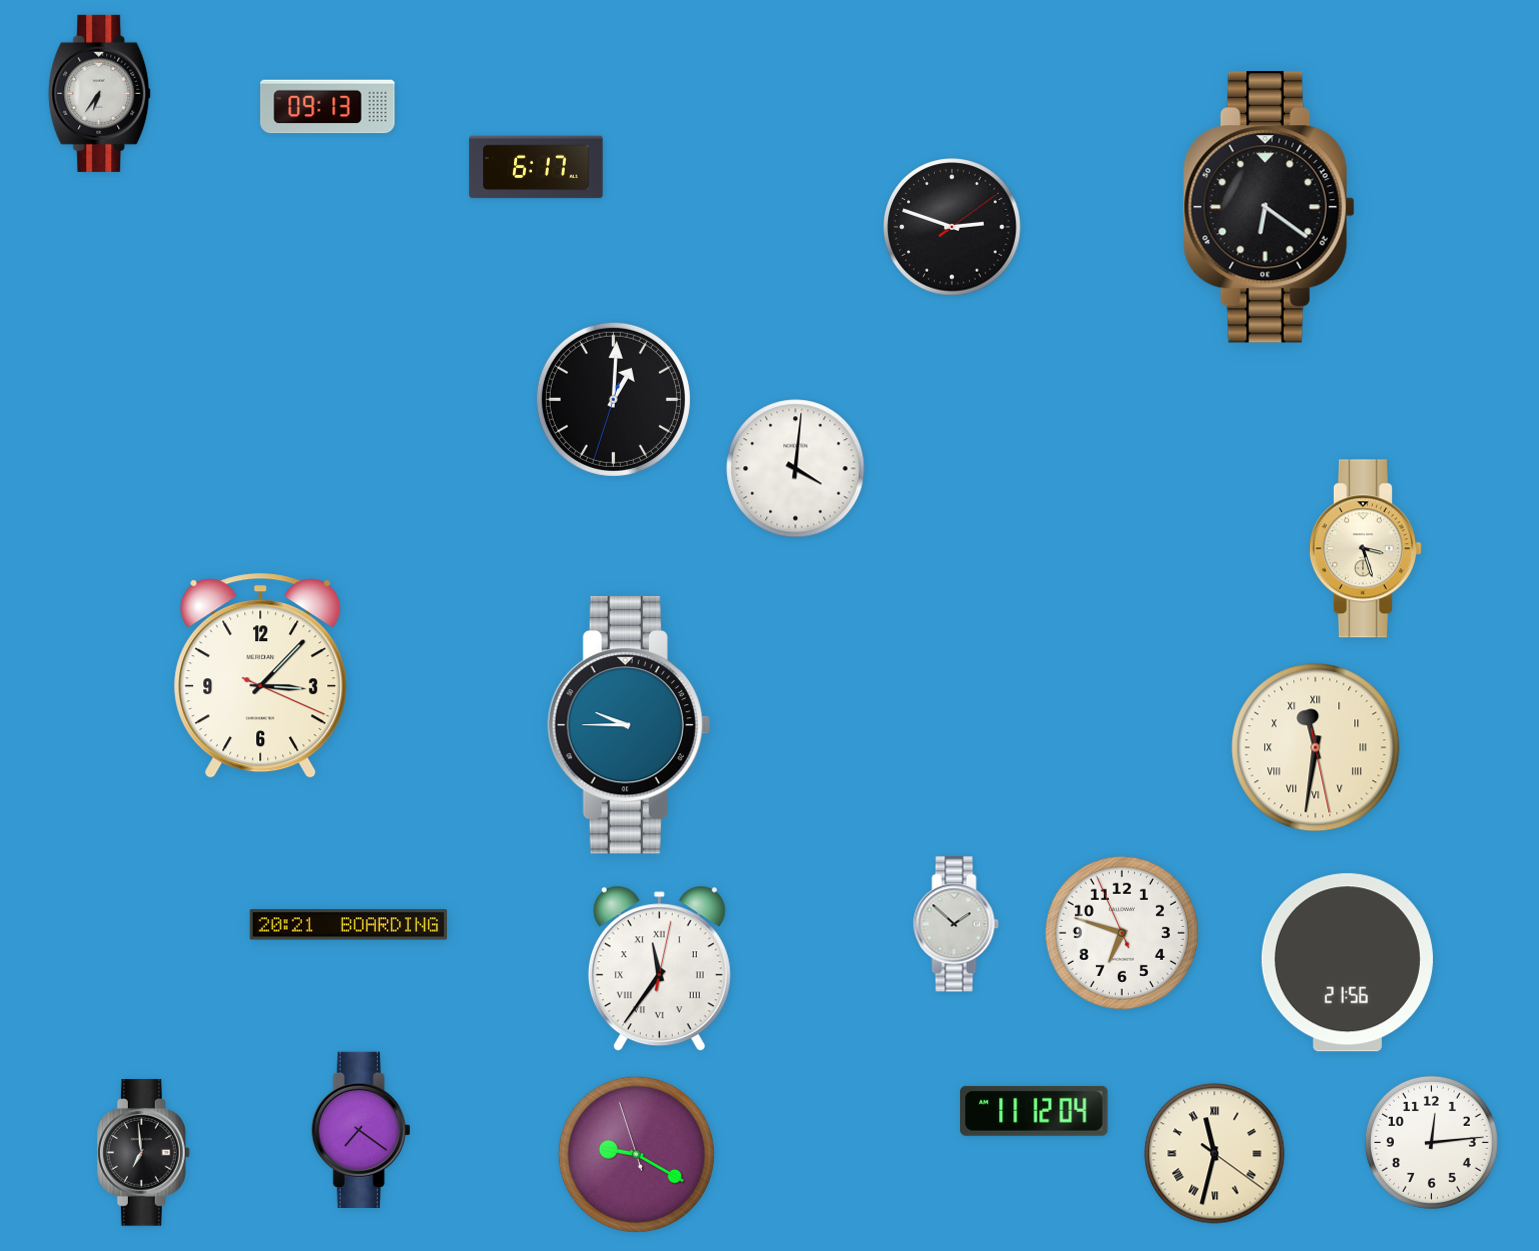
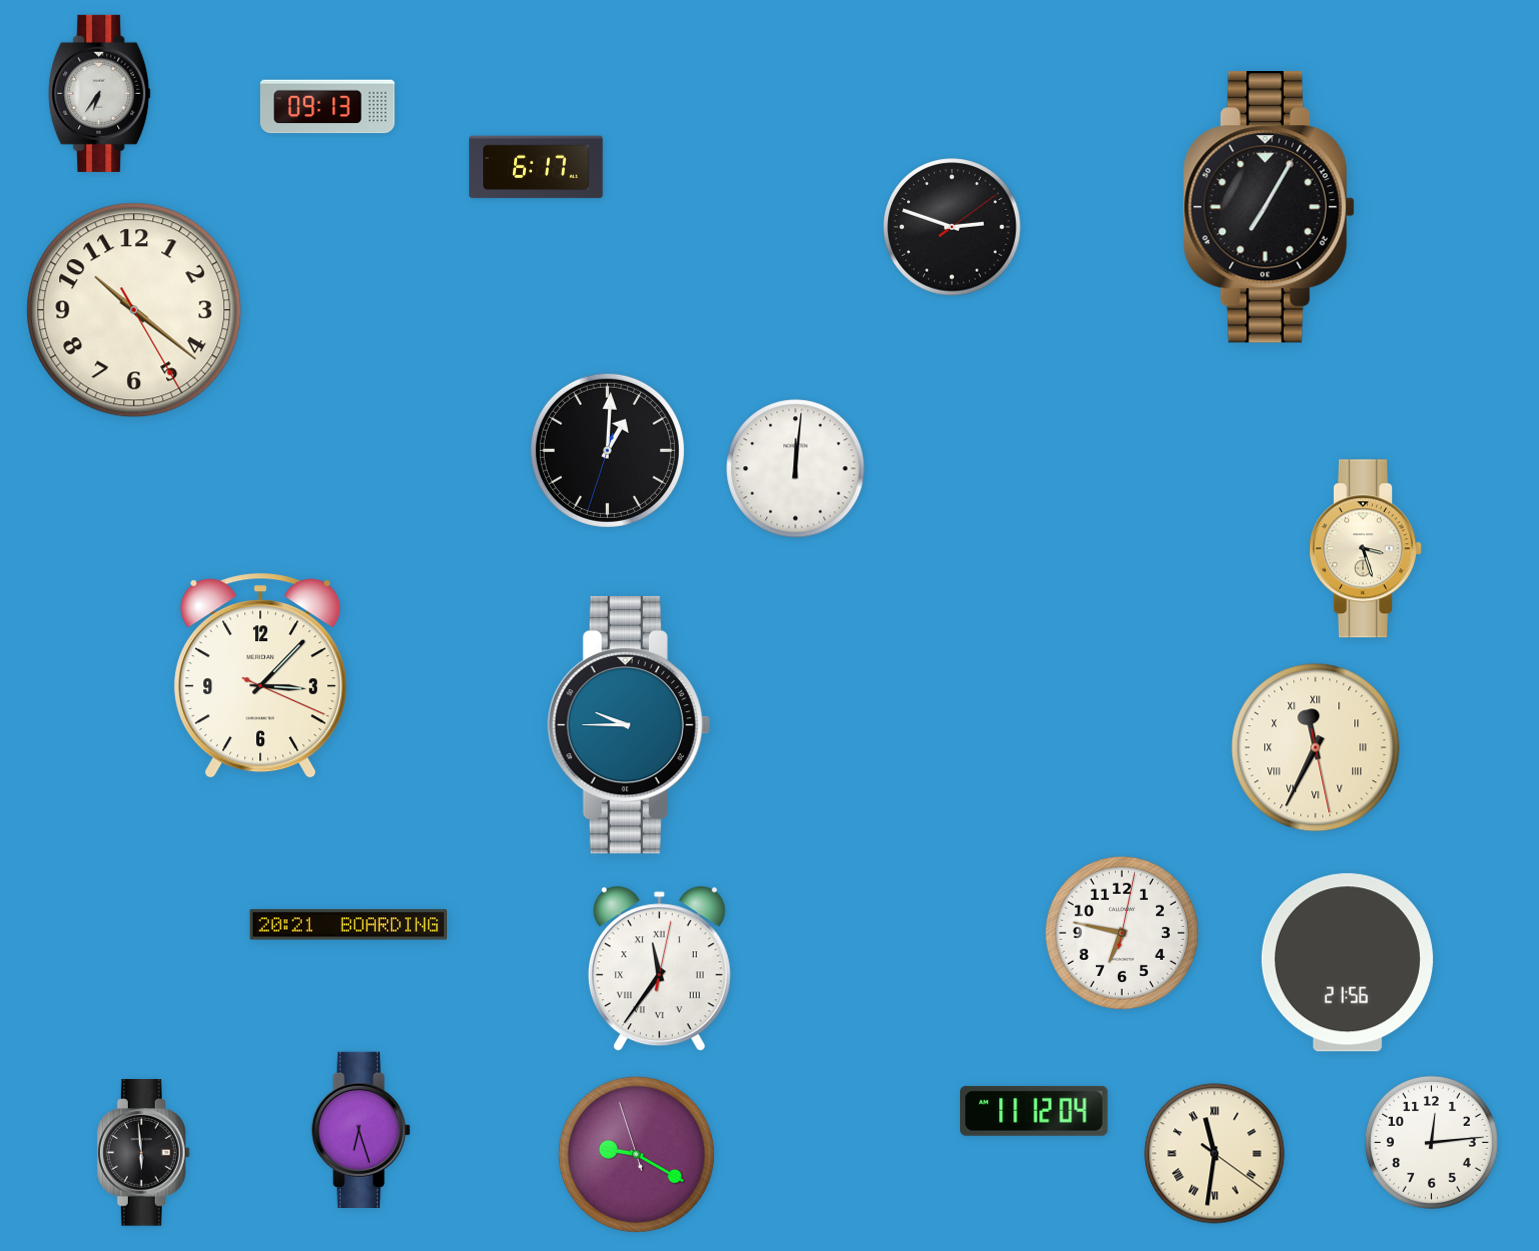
clock at (1269, 207): 6:21 -> 7:05
clock at (134, 310): none -> 10:21
clock at (613, 399) position: (613, 399) -> (607, 450)
clock at (796, 469): 4:01 -> 12:01
clock at (1316, 748): 11:31 -> 11:34
clock at (956, 924): 1:52 -> none
clock at (1122, 933): 6:47:56 -> 6:47:02
clock at (361, 1130): 7:21 -> 6:27
clock at (143, 1153): 6:59 -> 5:59
clock at (1215, 1154): 11:32 -> 11:31
